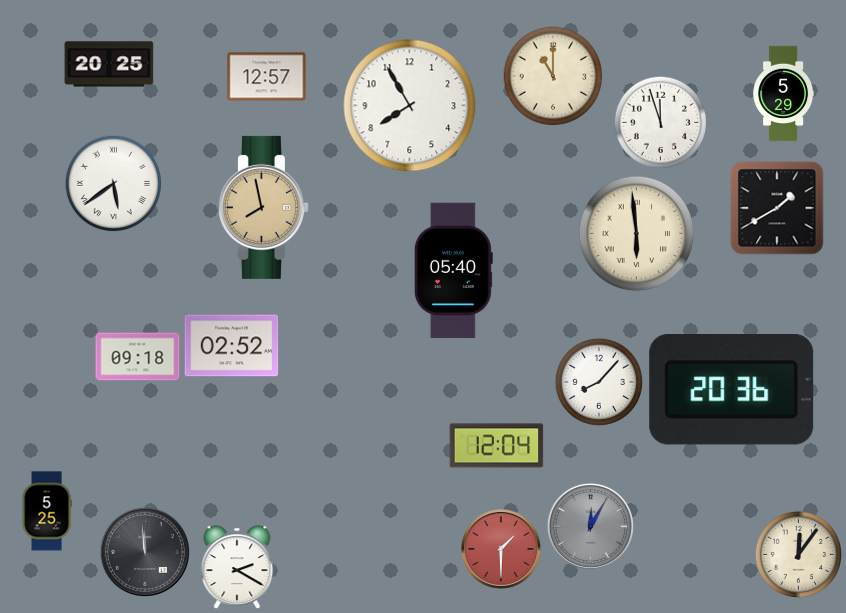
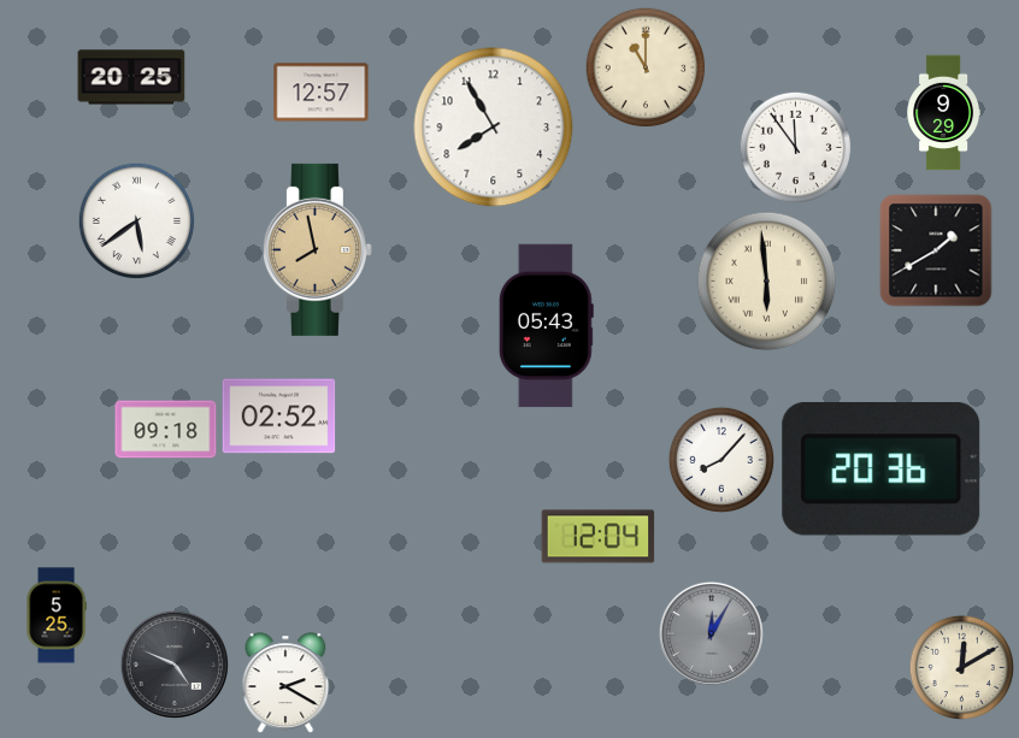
clock at (553, 76) position: (553, 76) -> (646, 67)
clock at (783, 94): 5:29 -> 9:29
clock at (660, 122): 11:57 -> 11:54
clock at (453, 271): 05:40 -> 05:43
clock at (502, 550): 1:30 -> none
clock at (145, 552): 11:59 -> 4:49
clock at (798, 554): 12:06 -> 12:10
